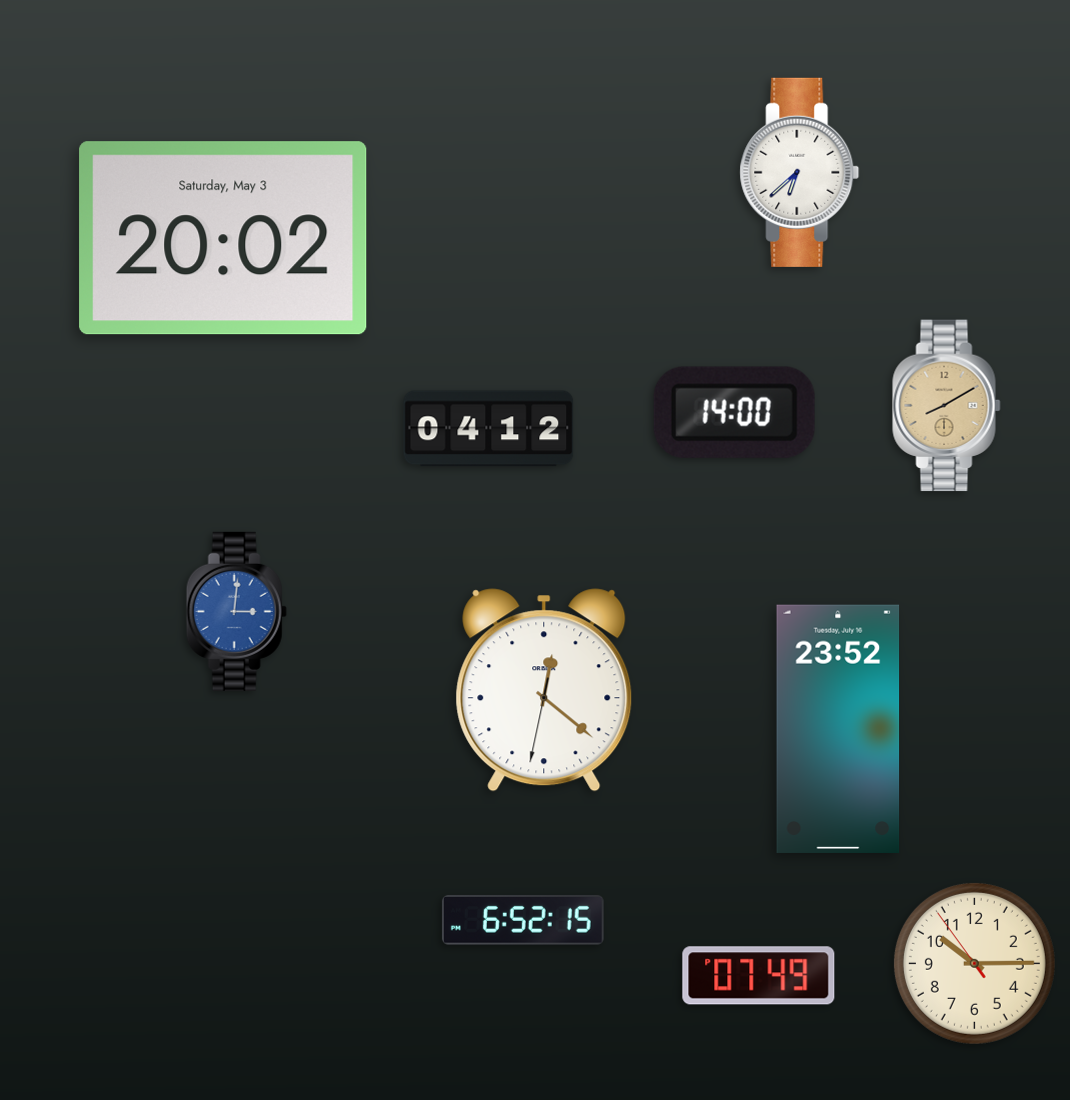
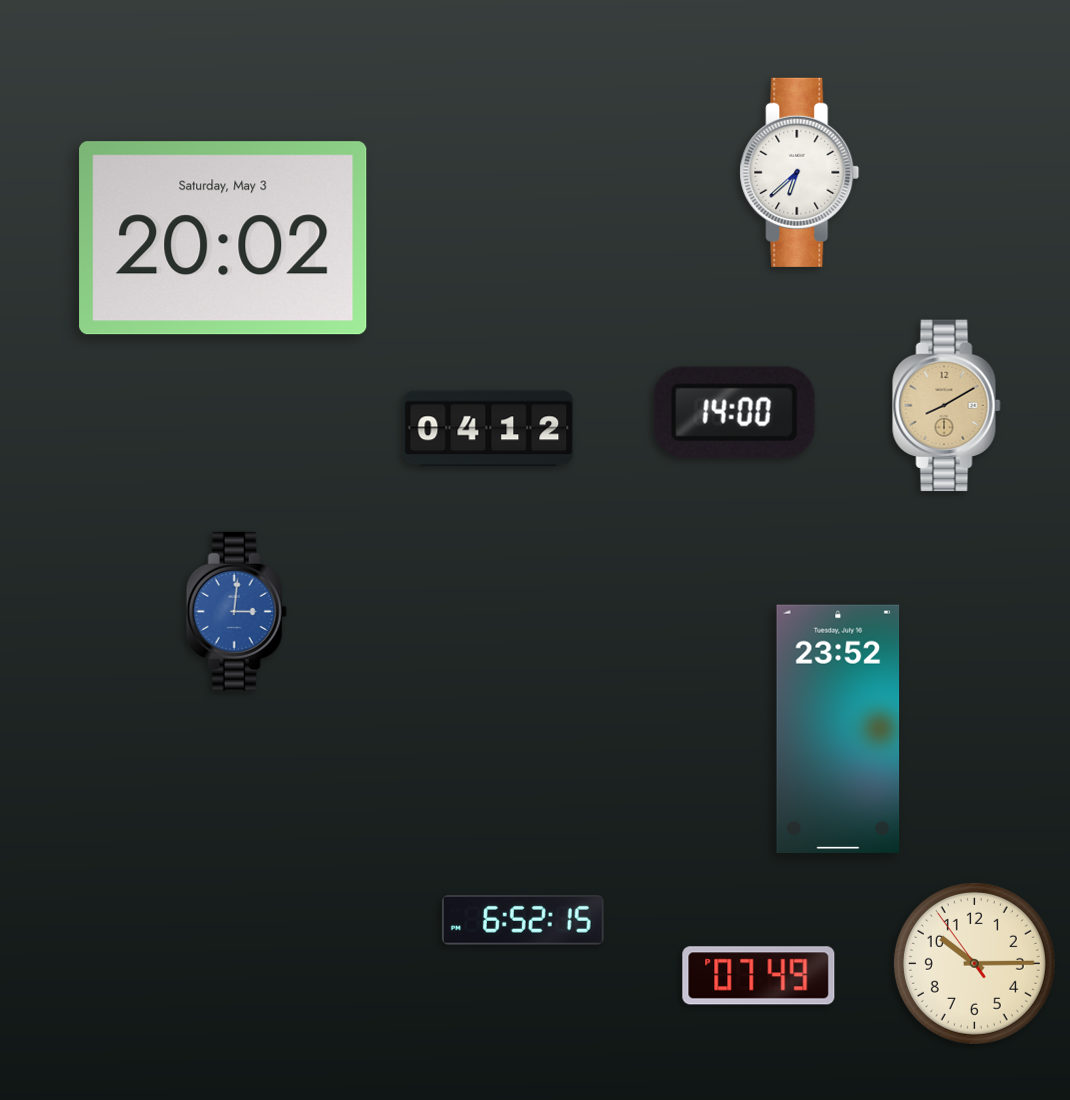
clock at (544, 690): 12:21 -> none
